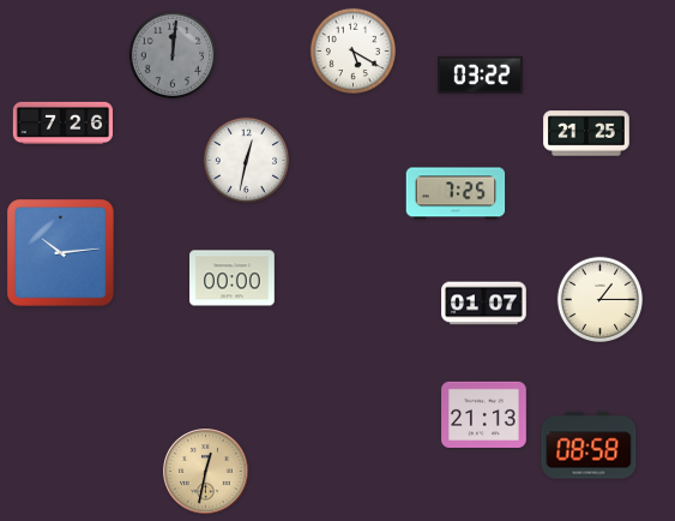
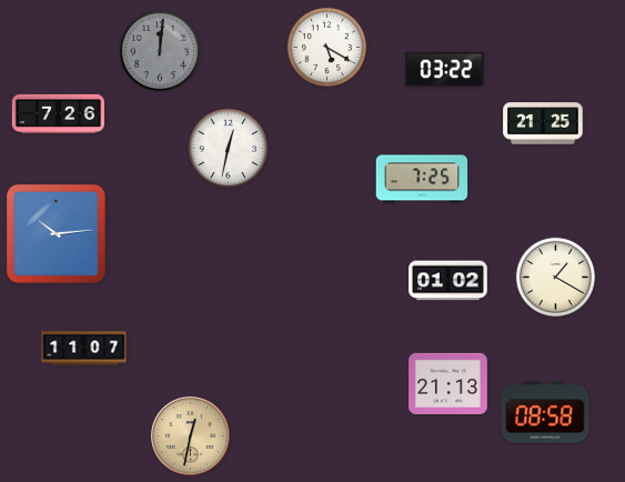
clock at (233, 279): 00:00 -> none
clock at (601, 300): 1:15 -> 1:20
clock at (484, 304): 01:07 -> 01:02
clock at (84, 349): none -> 11:07
